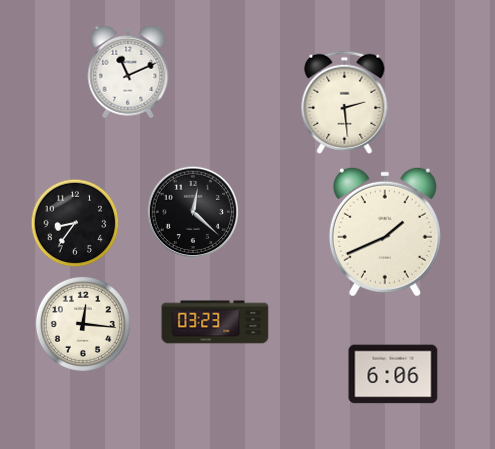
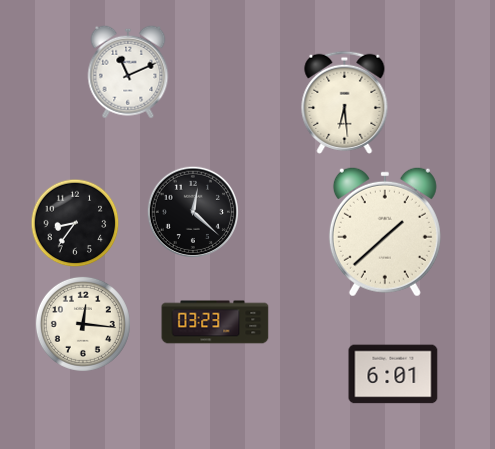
clock at (345, 102): 2:29 -> 6:29
clock at (385, 232): 1:41 -> 1:38
clock at (393, 374): 6:06 -> 6:01
